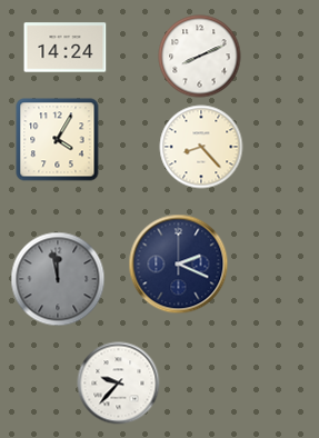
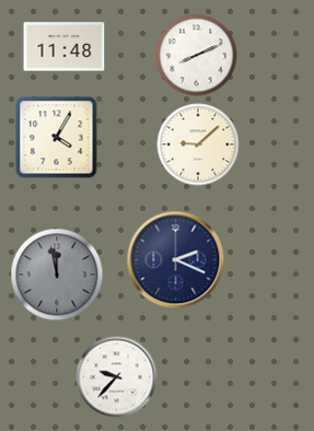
clock at (66, 48): 14:24 -> 11:48
clock at (201, 147): 8:23 -> 9:08
